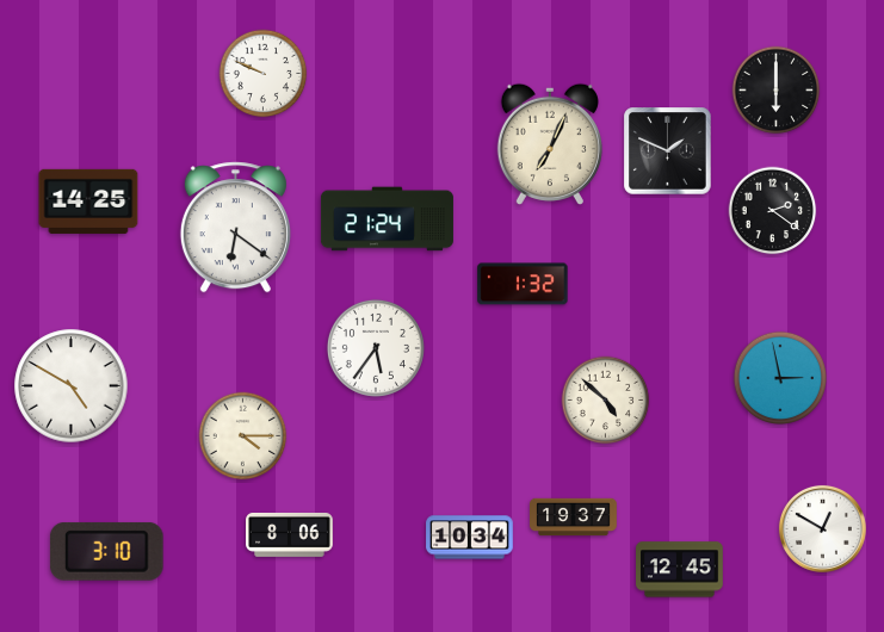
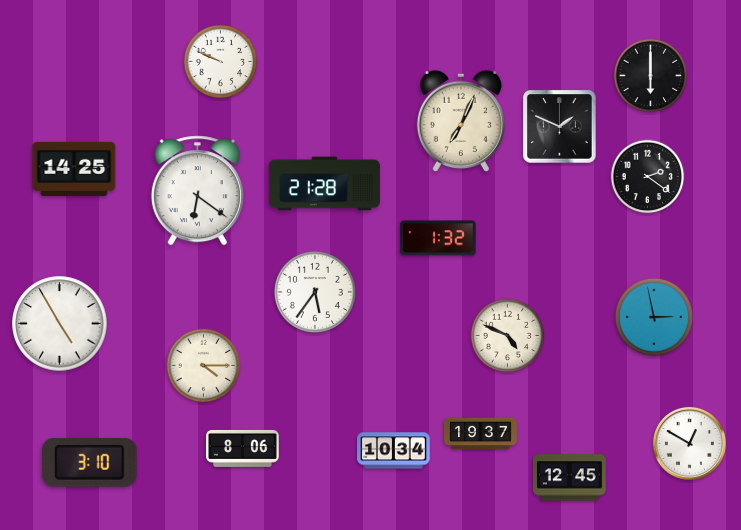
clock at (387, 219): 21:24 -> 21:28
clock at (72, 386): 4:50 -> 4:55
clock at (606, 401): 4:52 -> 4:49
